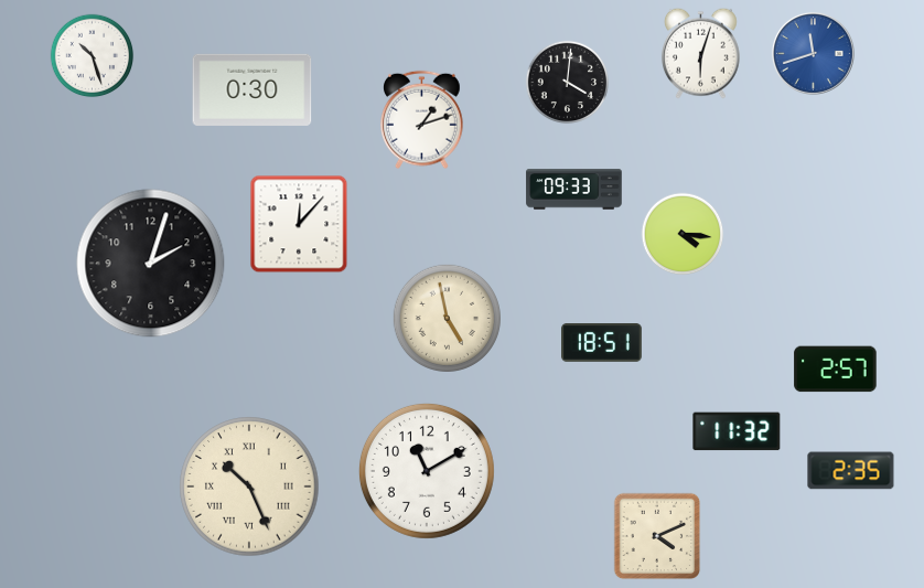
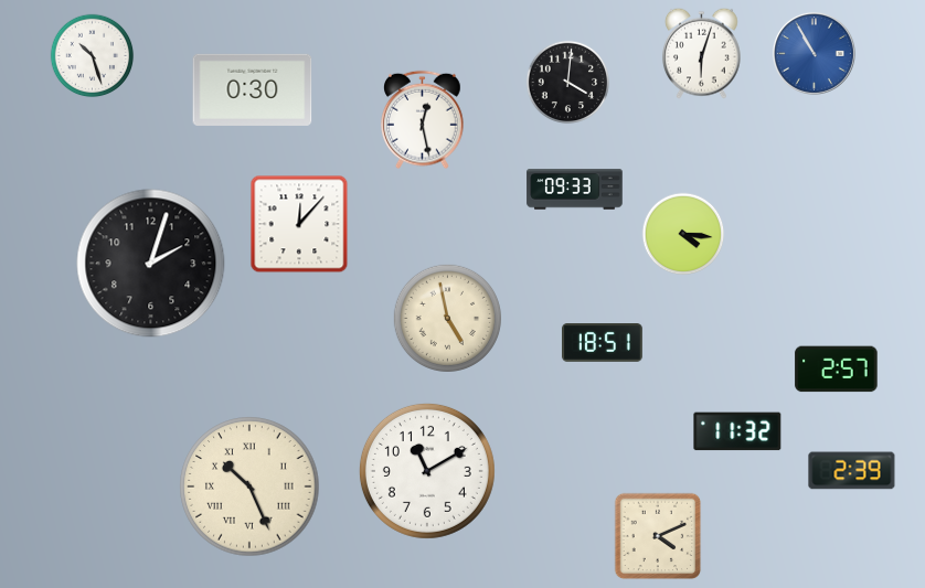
clock at (813, 53): 11:42 -> 10:55
clock at (422, 120): 1:12 -> 12:28
clock at (851, 471): 2:35 -> 2:39
